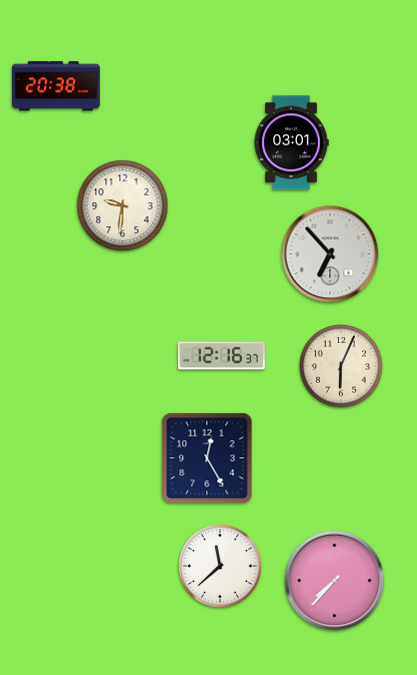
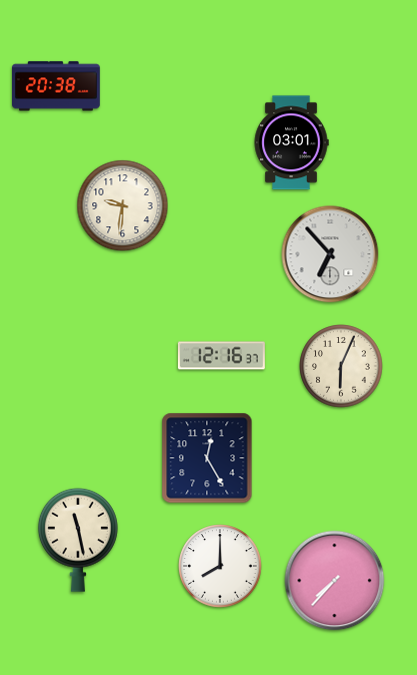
clock at (78, 540): none -> 11:28
clock at (220, 566): 11:38 -> 8:00
